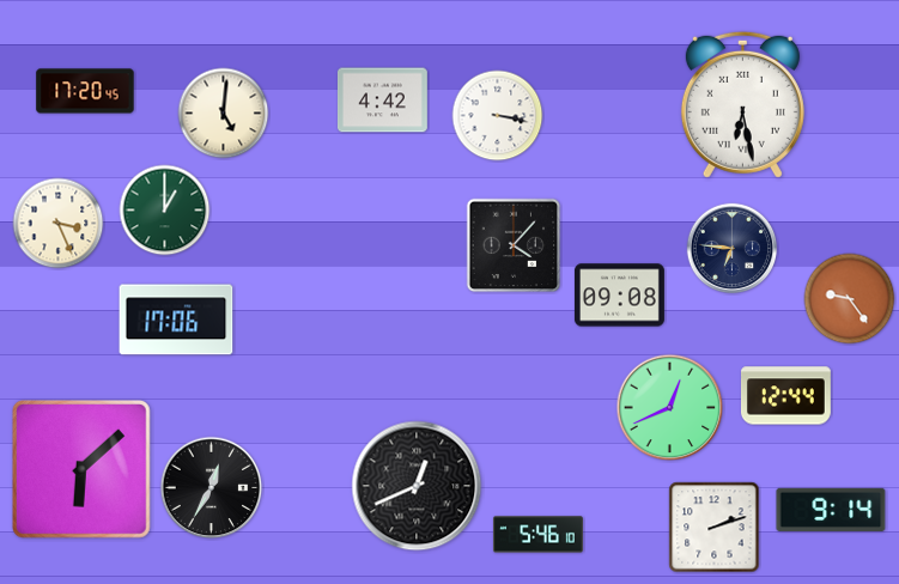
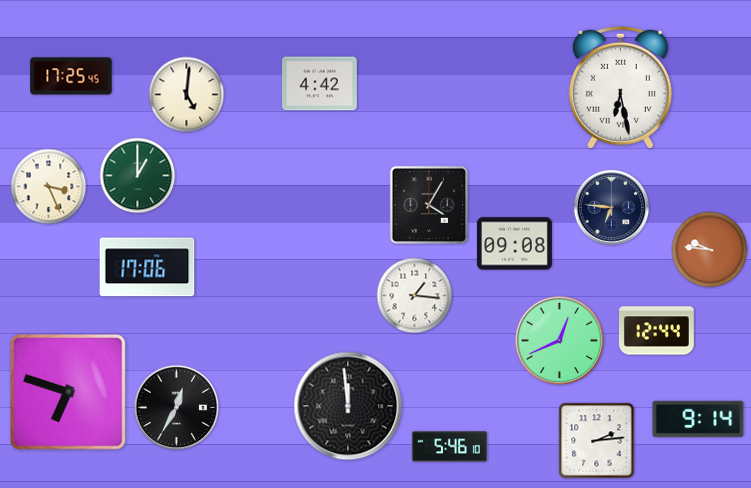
clock at (85, 91): 17:20 -> 17:25
clock at (498, 116): 3:17 -> none
clock at (514, 245): 4:07 -> 4:05
clock at (619, 296) position: (619, 296) -> (514, 244)
clock at (850, 299): 9:24 -> 9:46
clock at (415, 296): none -> 1:16
clock at (81, 469): 6:08 -> 6:48
clock at (417, 486): 12:41 -> 11:59
clock at (831, 510) position: (831, 510) -> (698, 419)
clock at (715, 528): 2:12 -> 2:14
